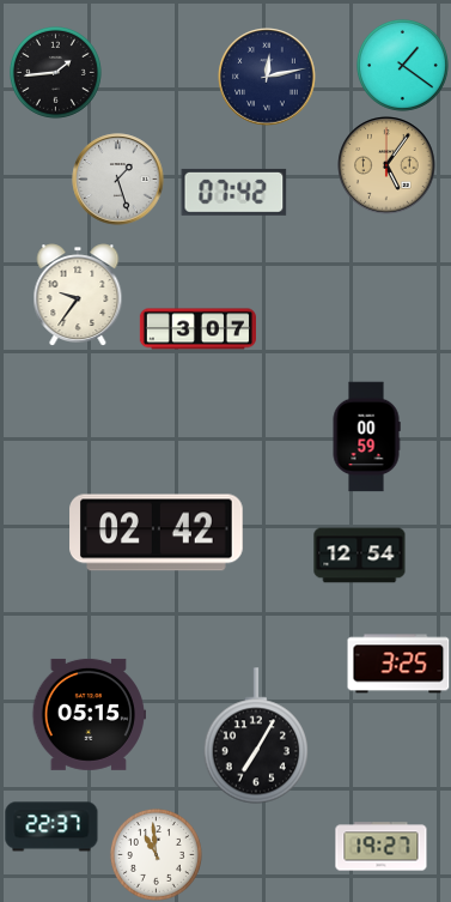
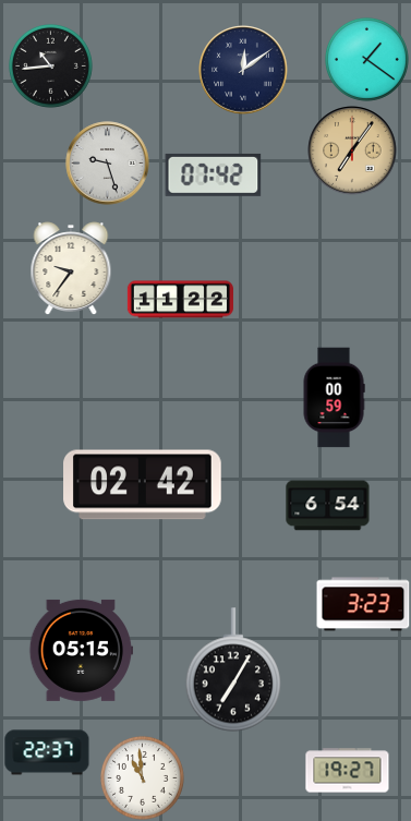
clock at (55, 72): 1:44 -> 10:44
clock at (267, 77): 12:13 -> 12:09
clock at (386, 165): 5:06 -> 7:06
clock at (118, 180): 1:27 -> 9:27
clock at (197, 329): 3:07 -> 11:22
clock at (360, 556): 12:54 -> 6:54
clock at (398, 664): 3:25 -> 3:23
